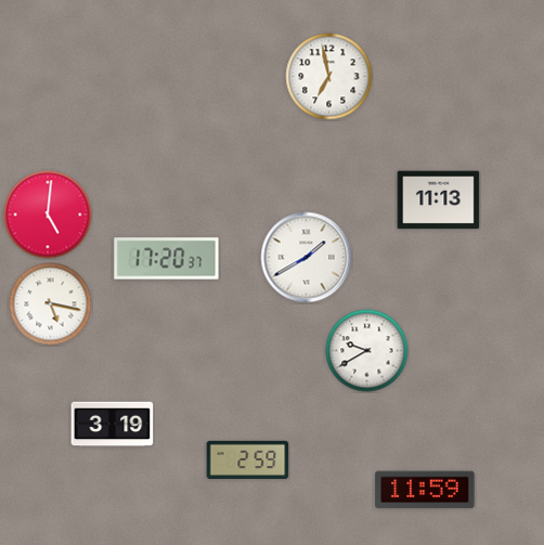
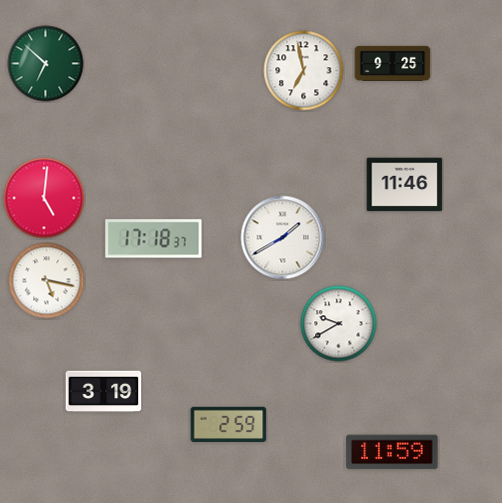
clock at (393, 63): none -> 9:25
clock at (46, 64): none -> 6:52
clock at (439, 200): 11:13 -> 11:46
clock at (167, 259): 17:20 -> 17:18
